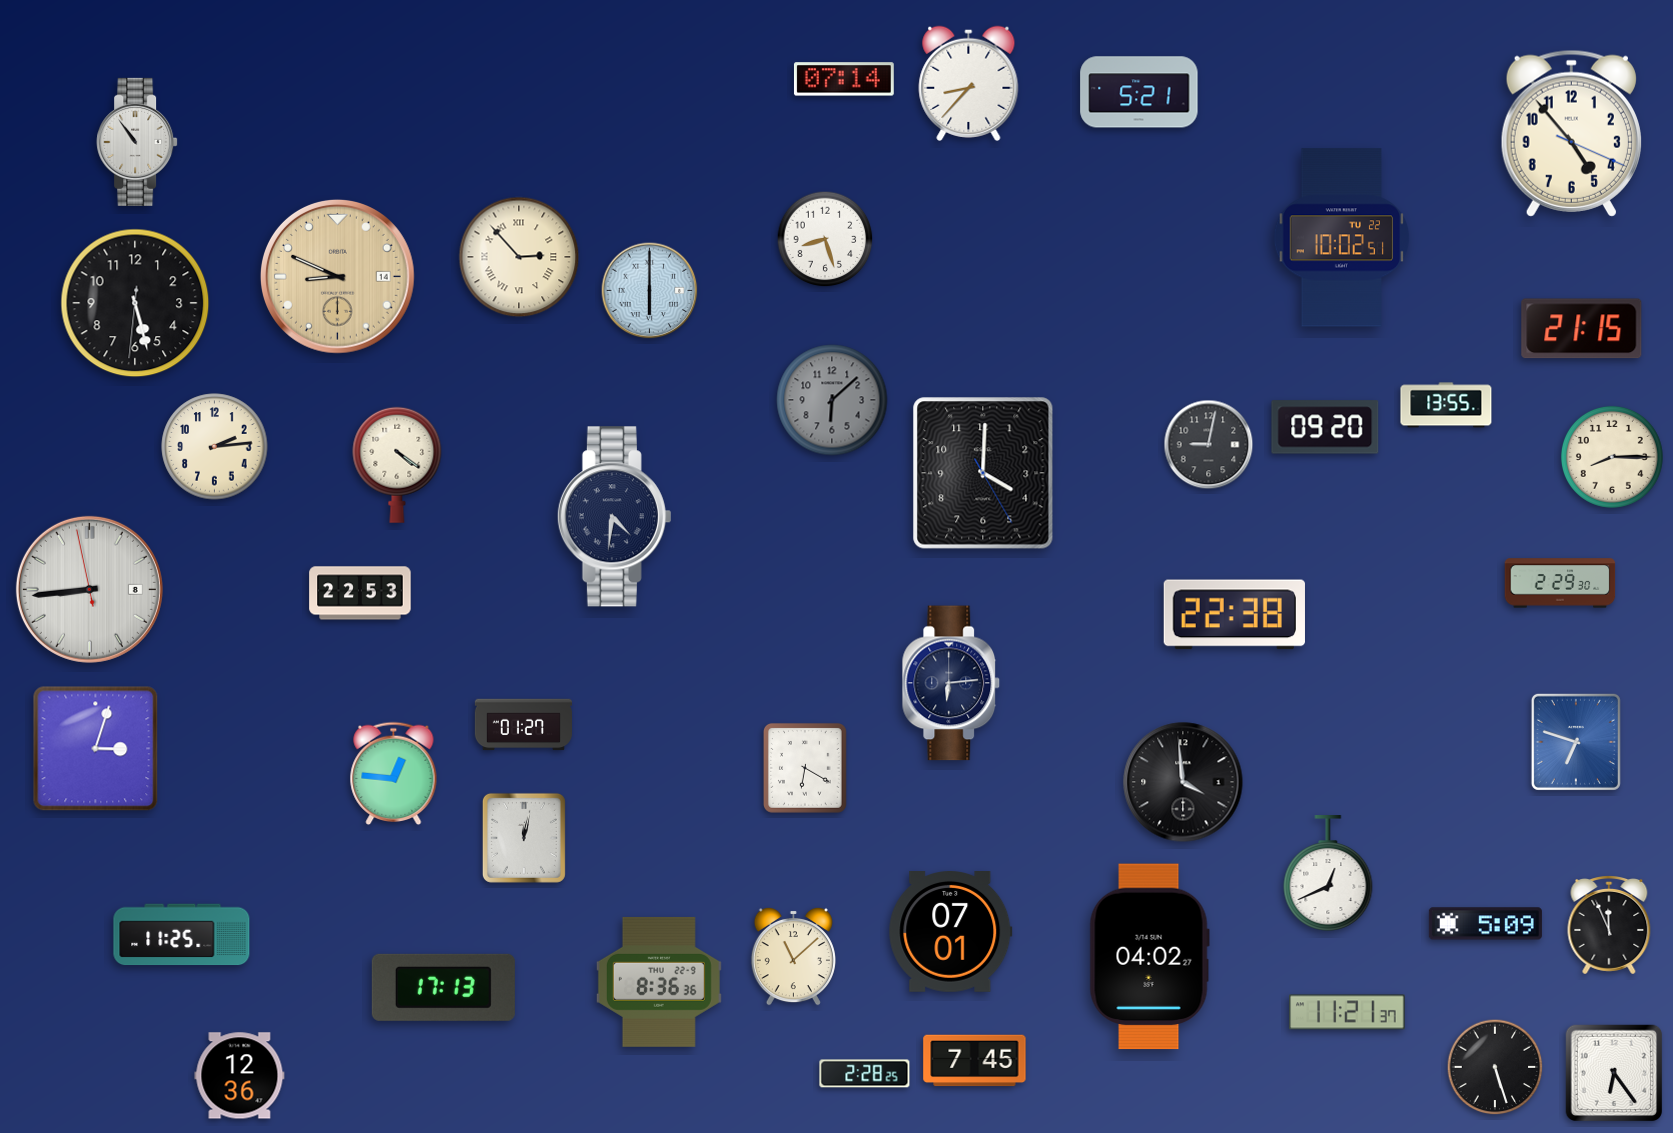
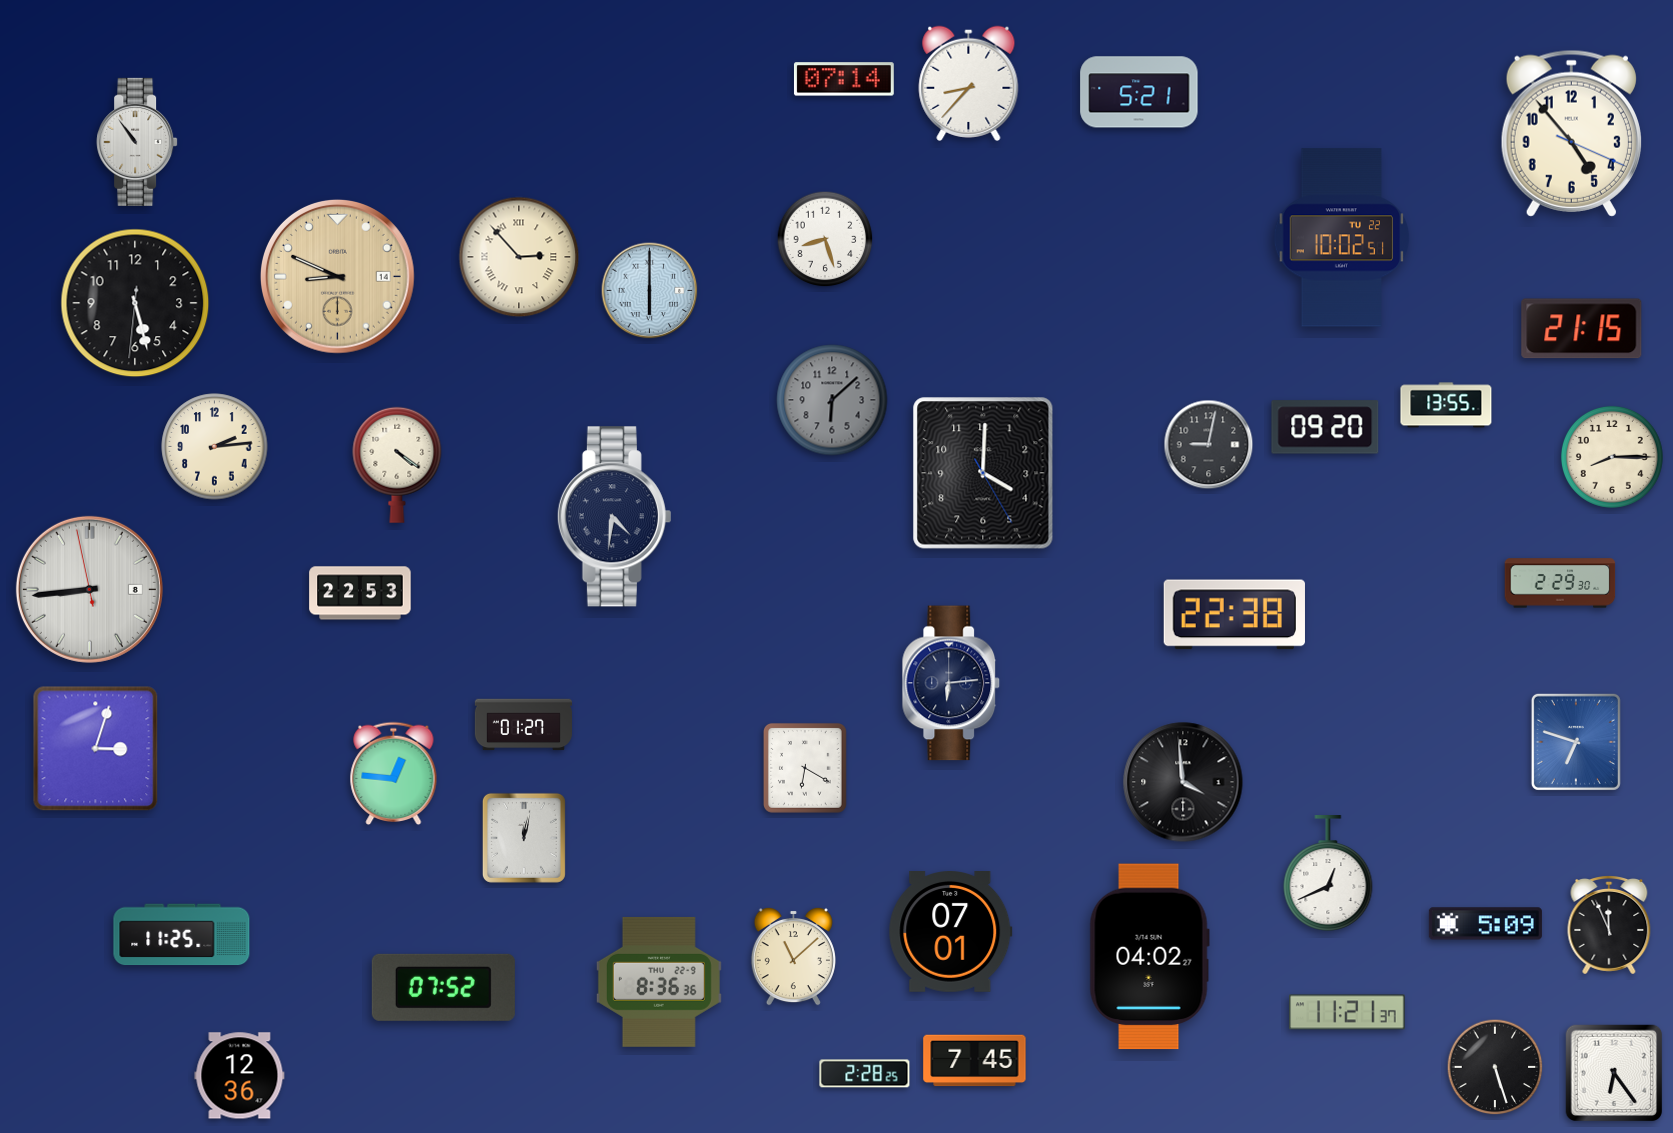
clock at (443, 987): 17:13 -> 07:52
